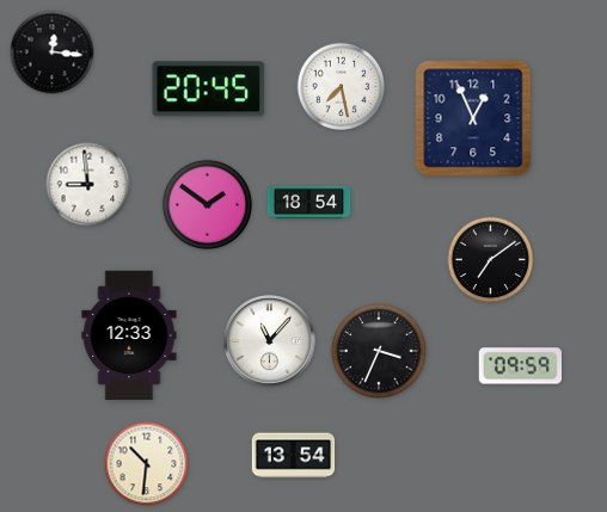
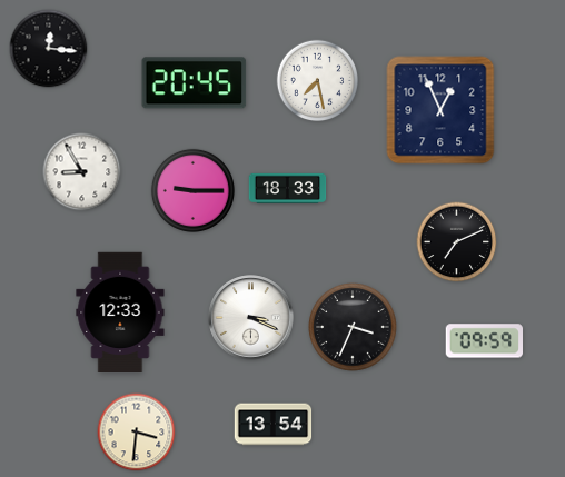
clock at (88, 185): 8:59 -> 8:55
clock at (309, 202): 18:54 -> 18:33
clock at (207, 204): 1:51 -> 9:15
clock at (491, 260): 7:09 -> 7:11
clock at (270, 341): 11:07 -> 3:19
clock at (147, 464): 10:31 -> 3:31
